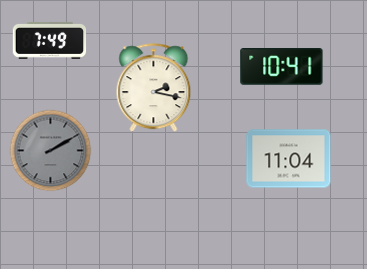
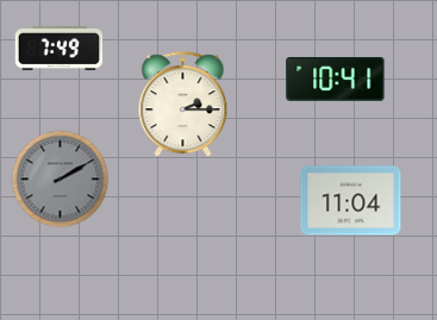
clock at (154, 88): 2:17 -> 2:15
clock at (289, 159) position: (289, 159) -> (351, 201)
